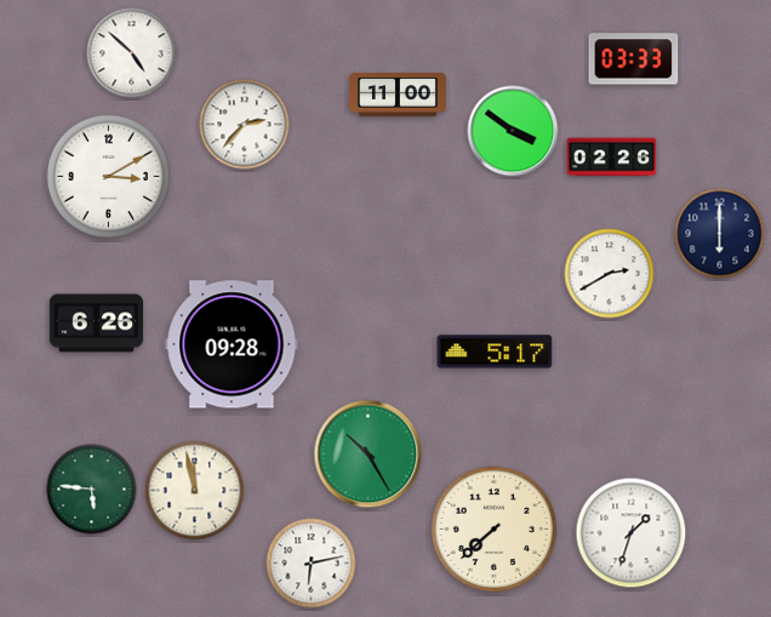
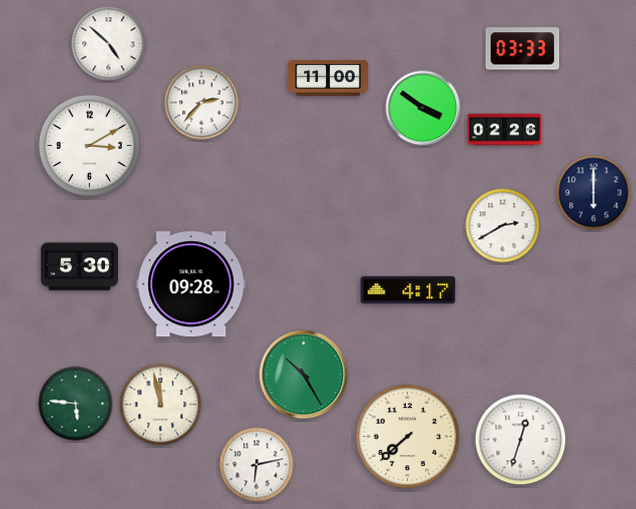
clock at (97, 324): 6:26 -> 5:30
clock at (495, 352): 5:17 -> 4:17
clock at (632, 533): 1:33 -> 12:33
